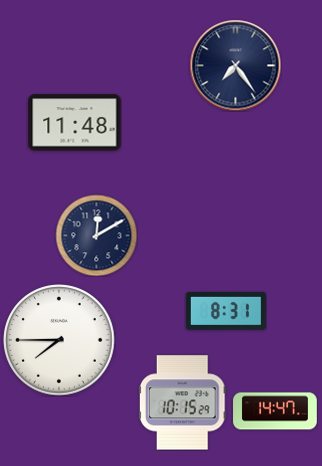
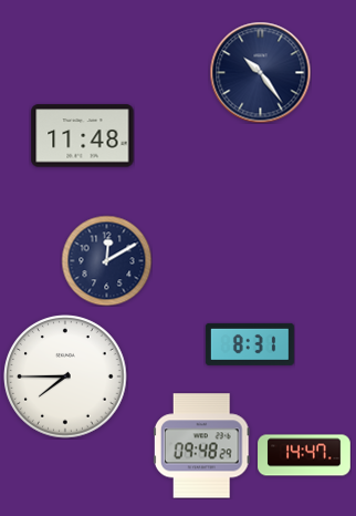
clock at (235, 65): 7:24 -> 10:24
clock at (182, 403): 10:15 -> 09:48
